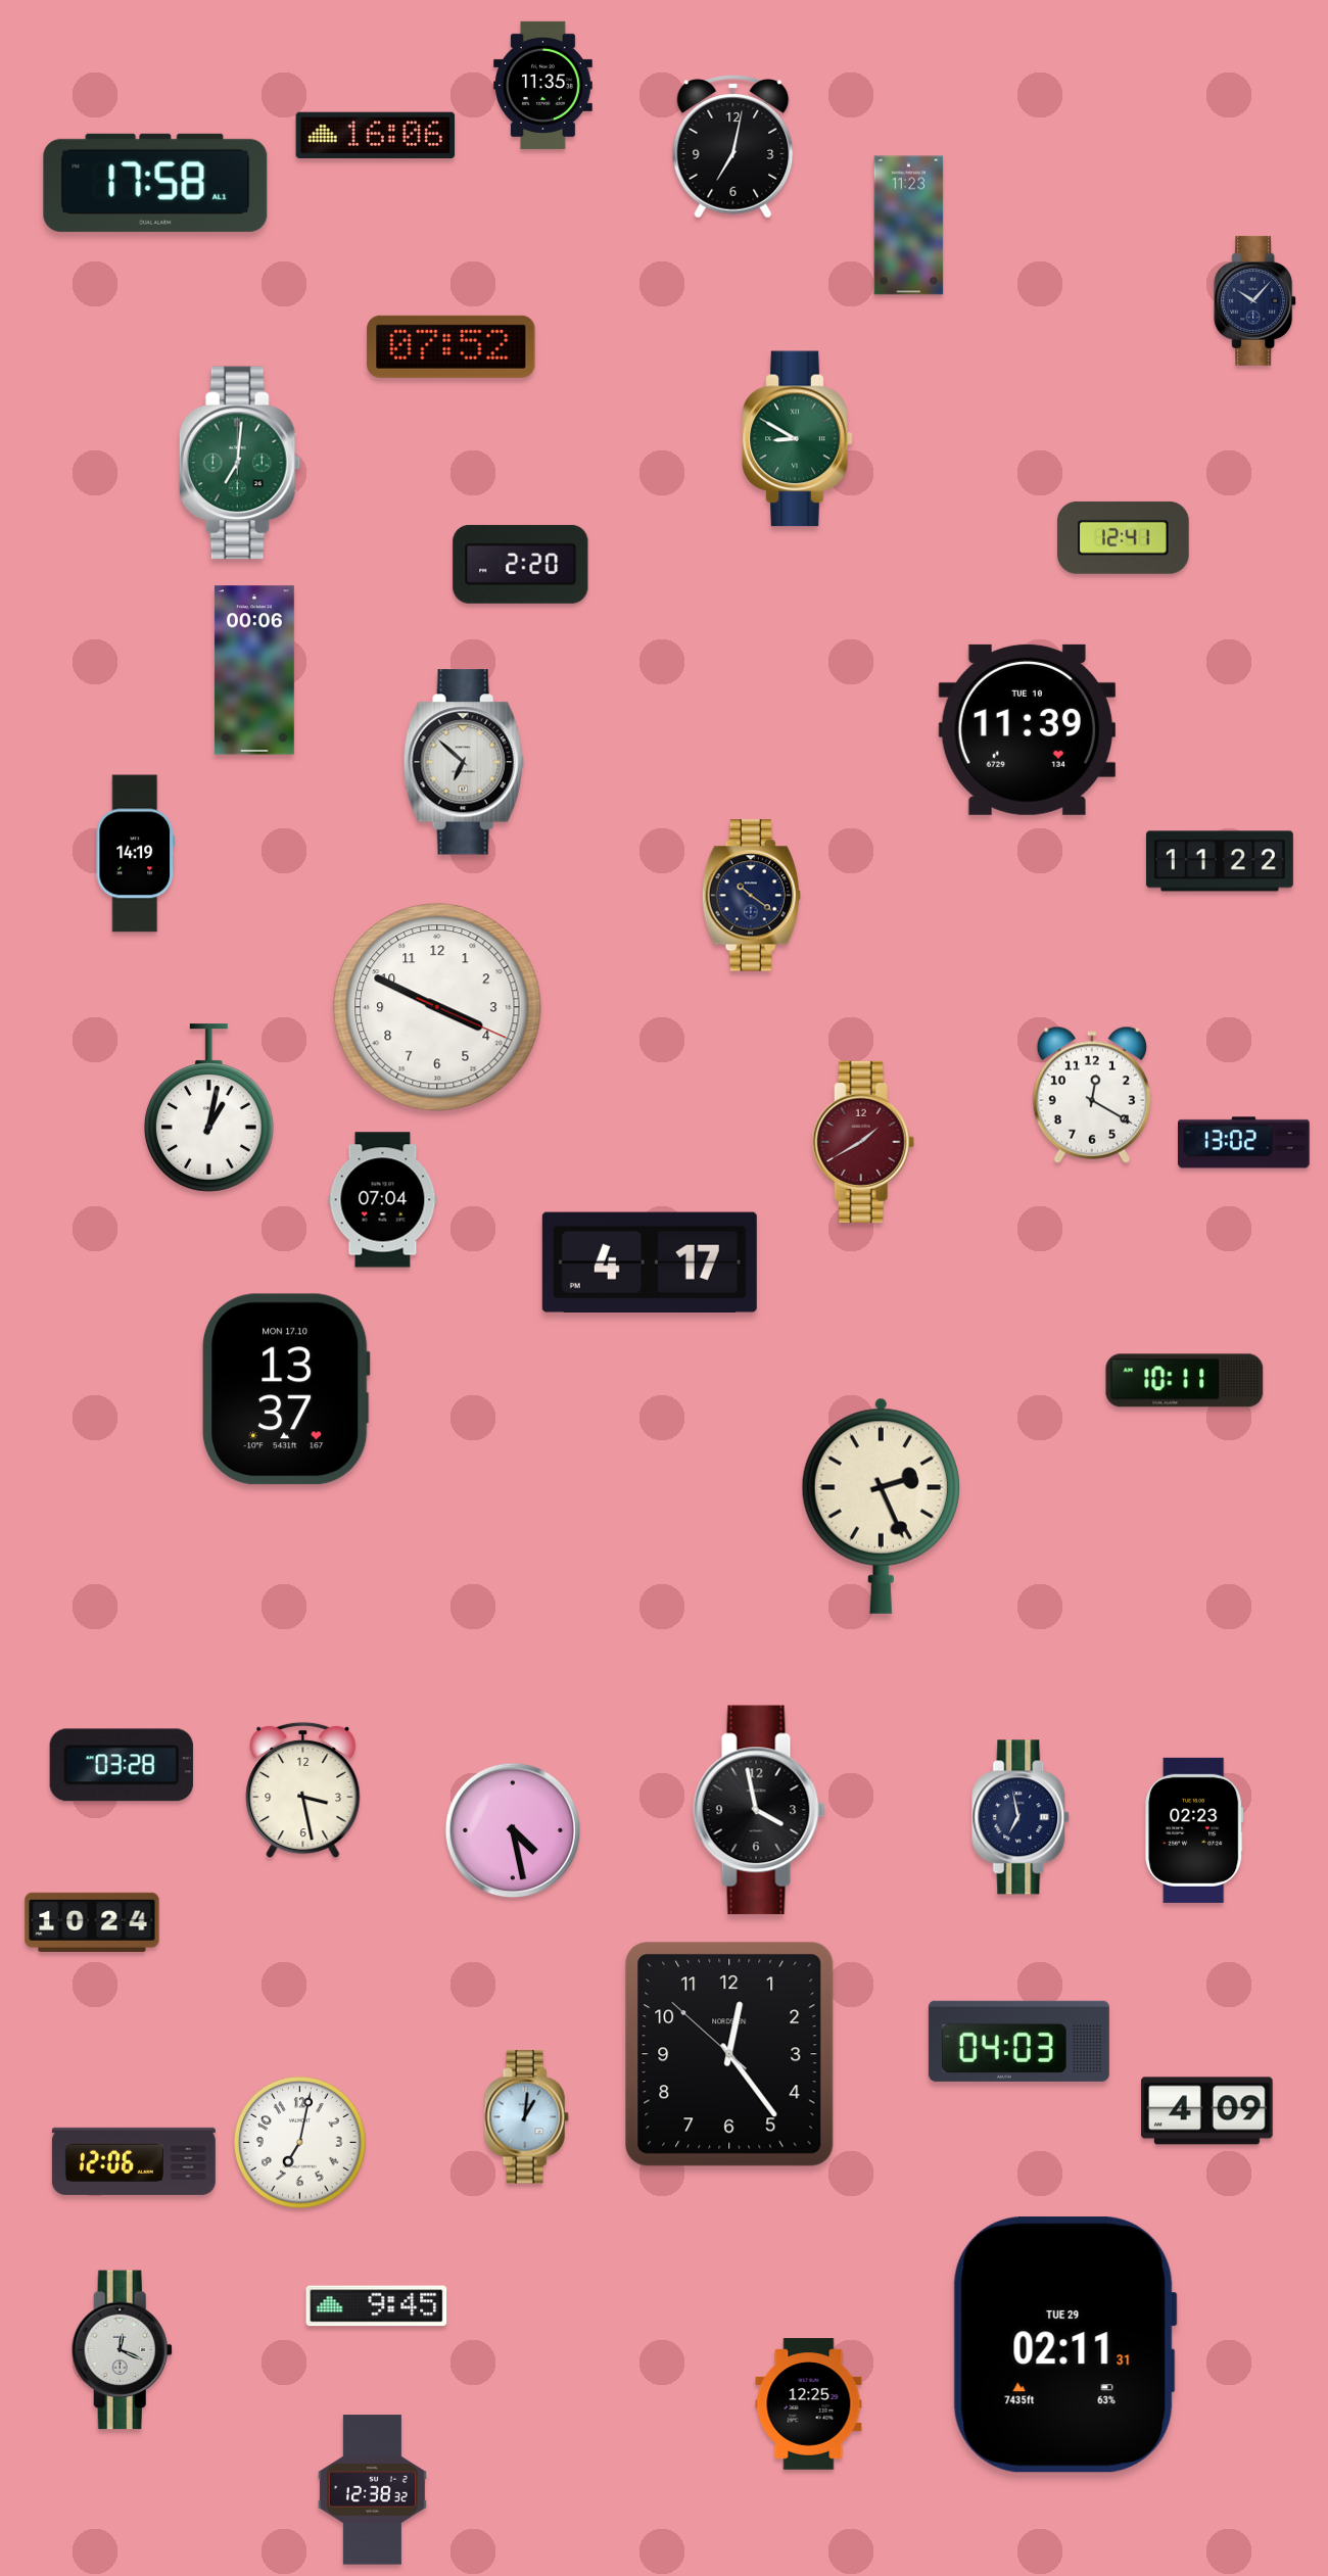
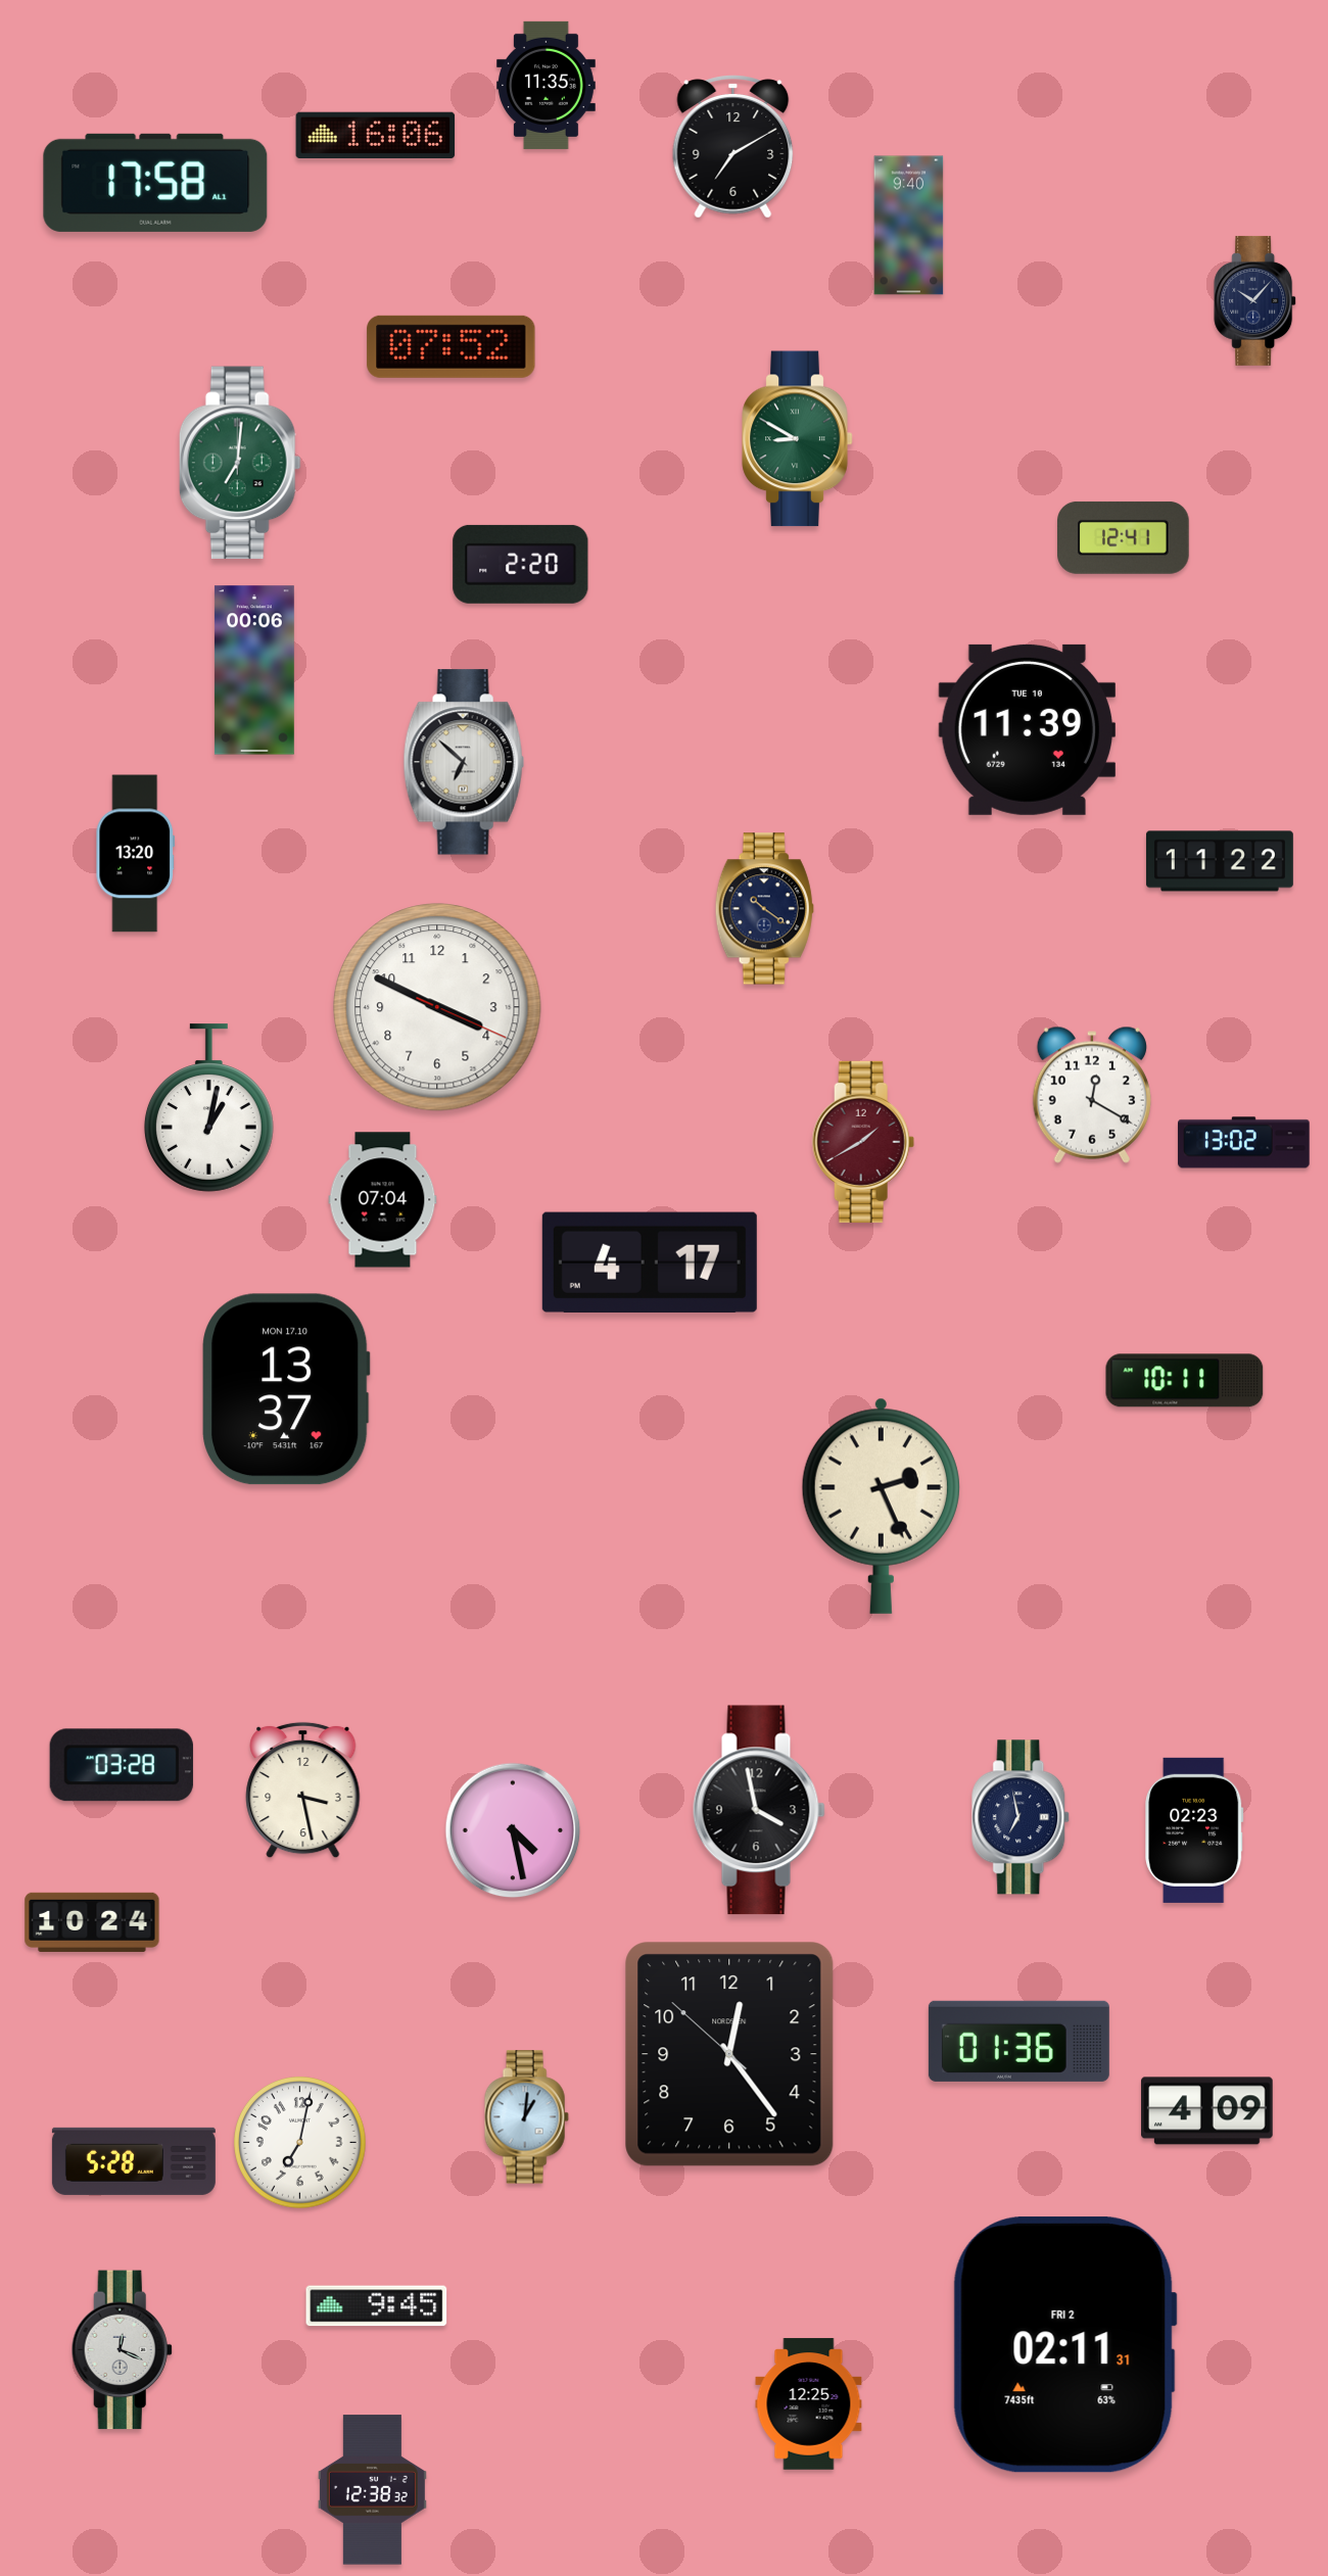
clock at (543, 85) position: (543, 85) -> (547, 85)
clock at (733, 147): 7:02 -> 7:10
clock at (909, 226): 11:23 -> 9:40
clock at (136, 854): 14:19 -> 13:20
clock at (751, 896) position: (751, 896) -> (764, 909)
clock at (1018, 2041): 04:03 -> 01:36
clock at (134, 2161): 12:06 -> 5:28
clock at (1064, 2345) date: TUE 29 -> FRI 2
